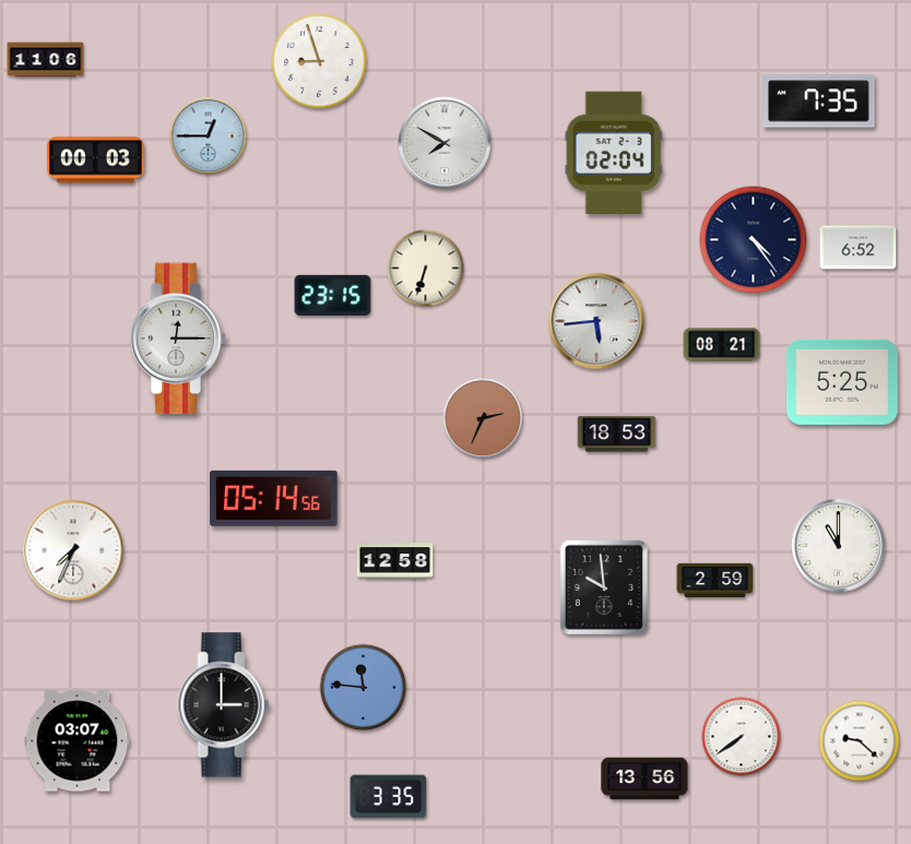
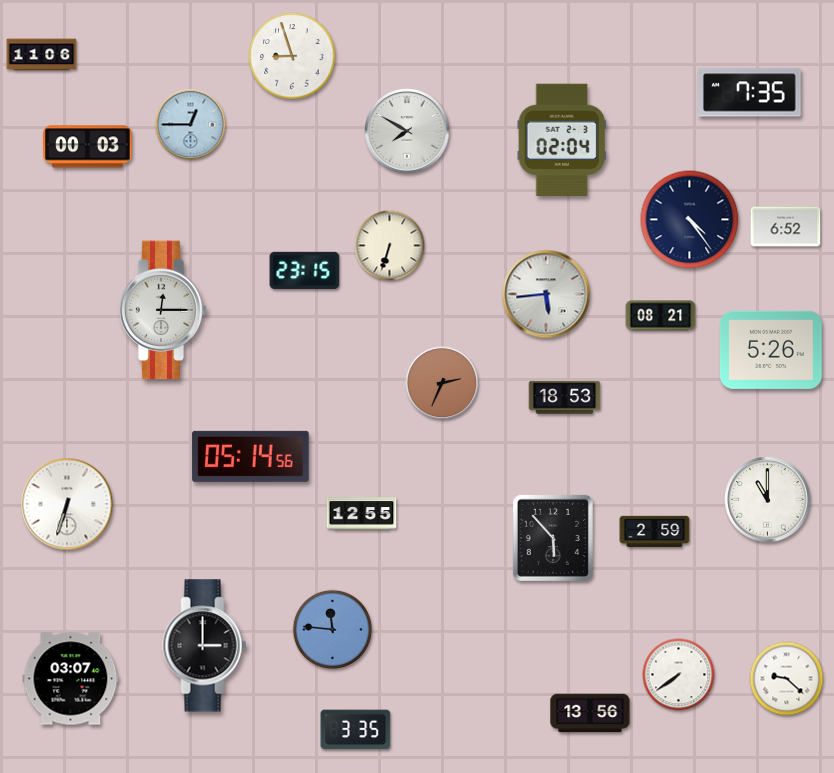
clock at (842, 382): 5:25 -> 5:26
clock at (73, 550): 7:34 -> 6:33
clock at (395, 561): 12:58 -> 12:55
clock at (604, 587): 9:59 -> 5:53
